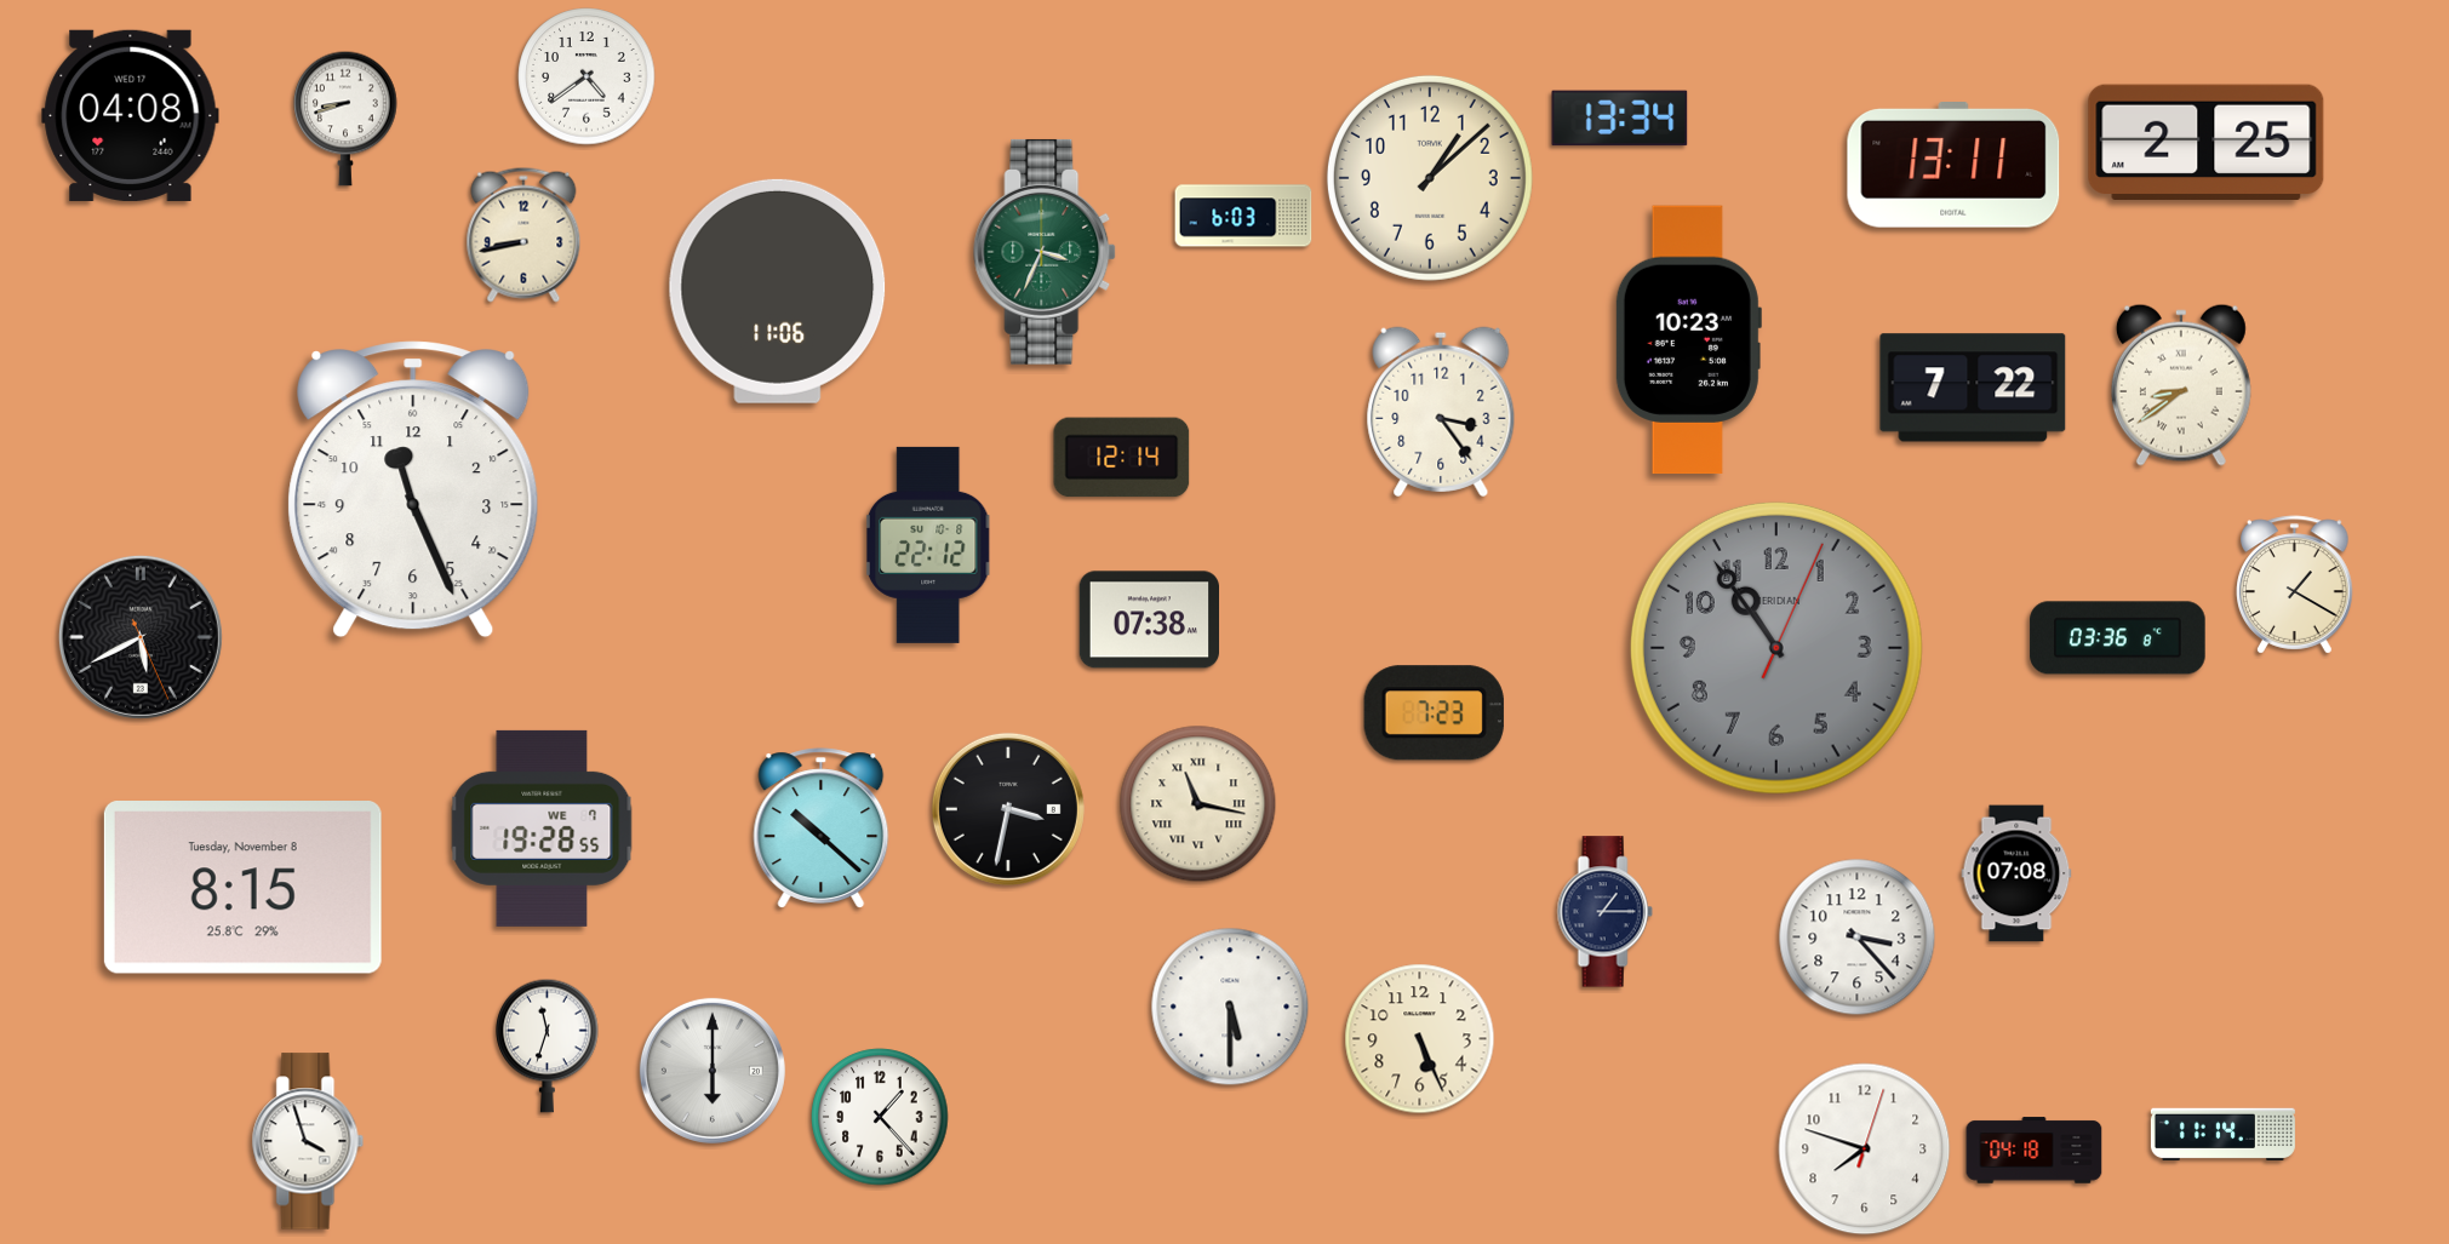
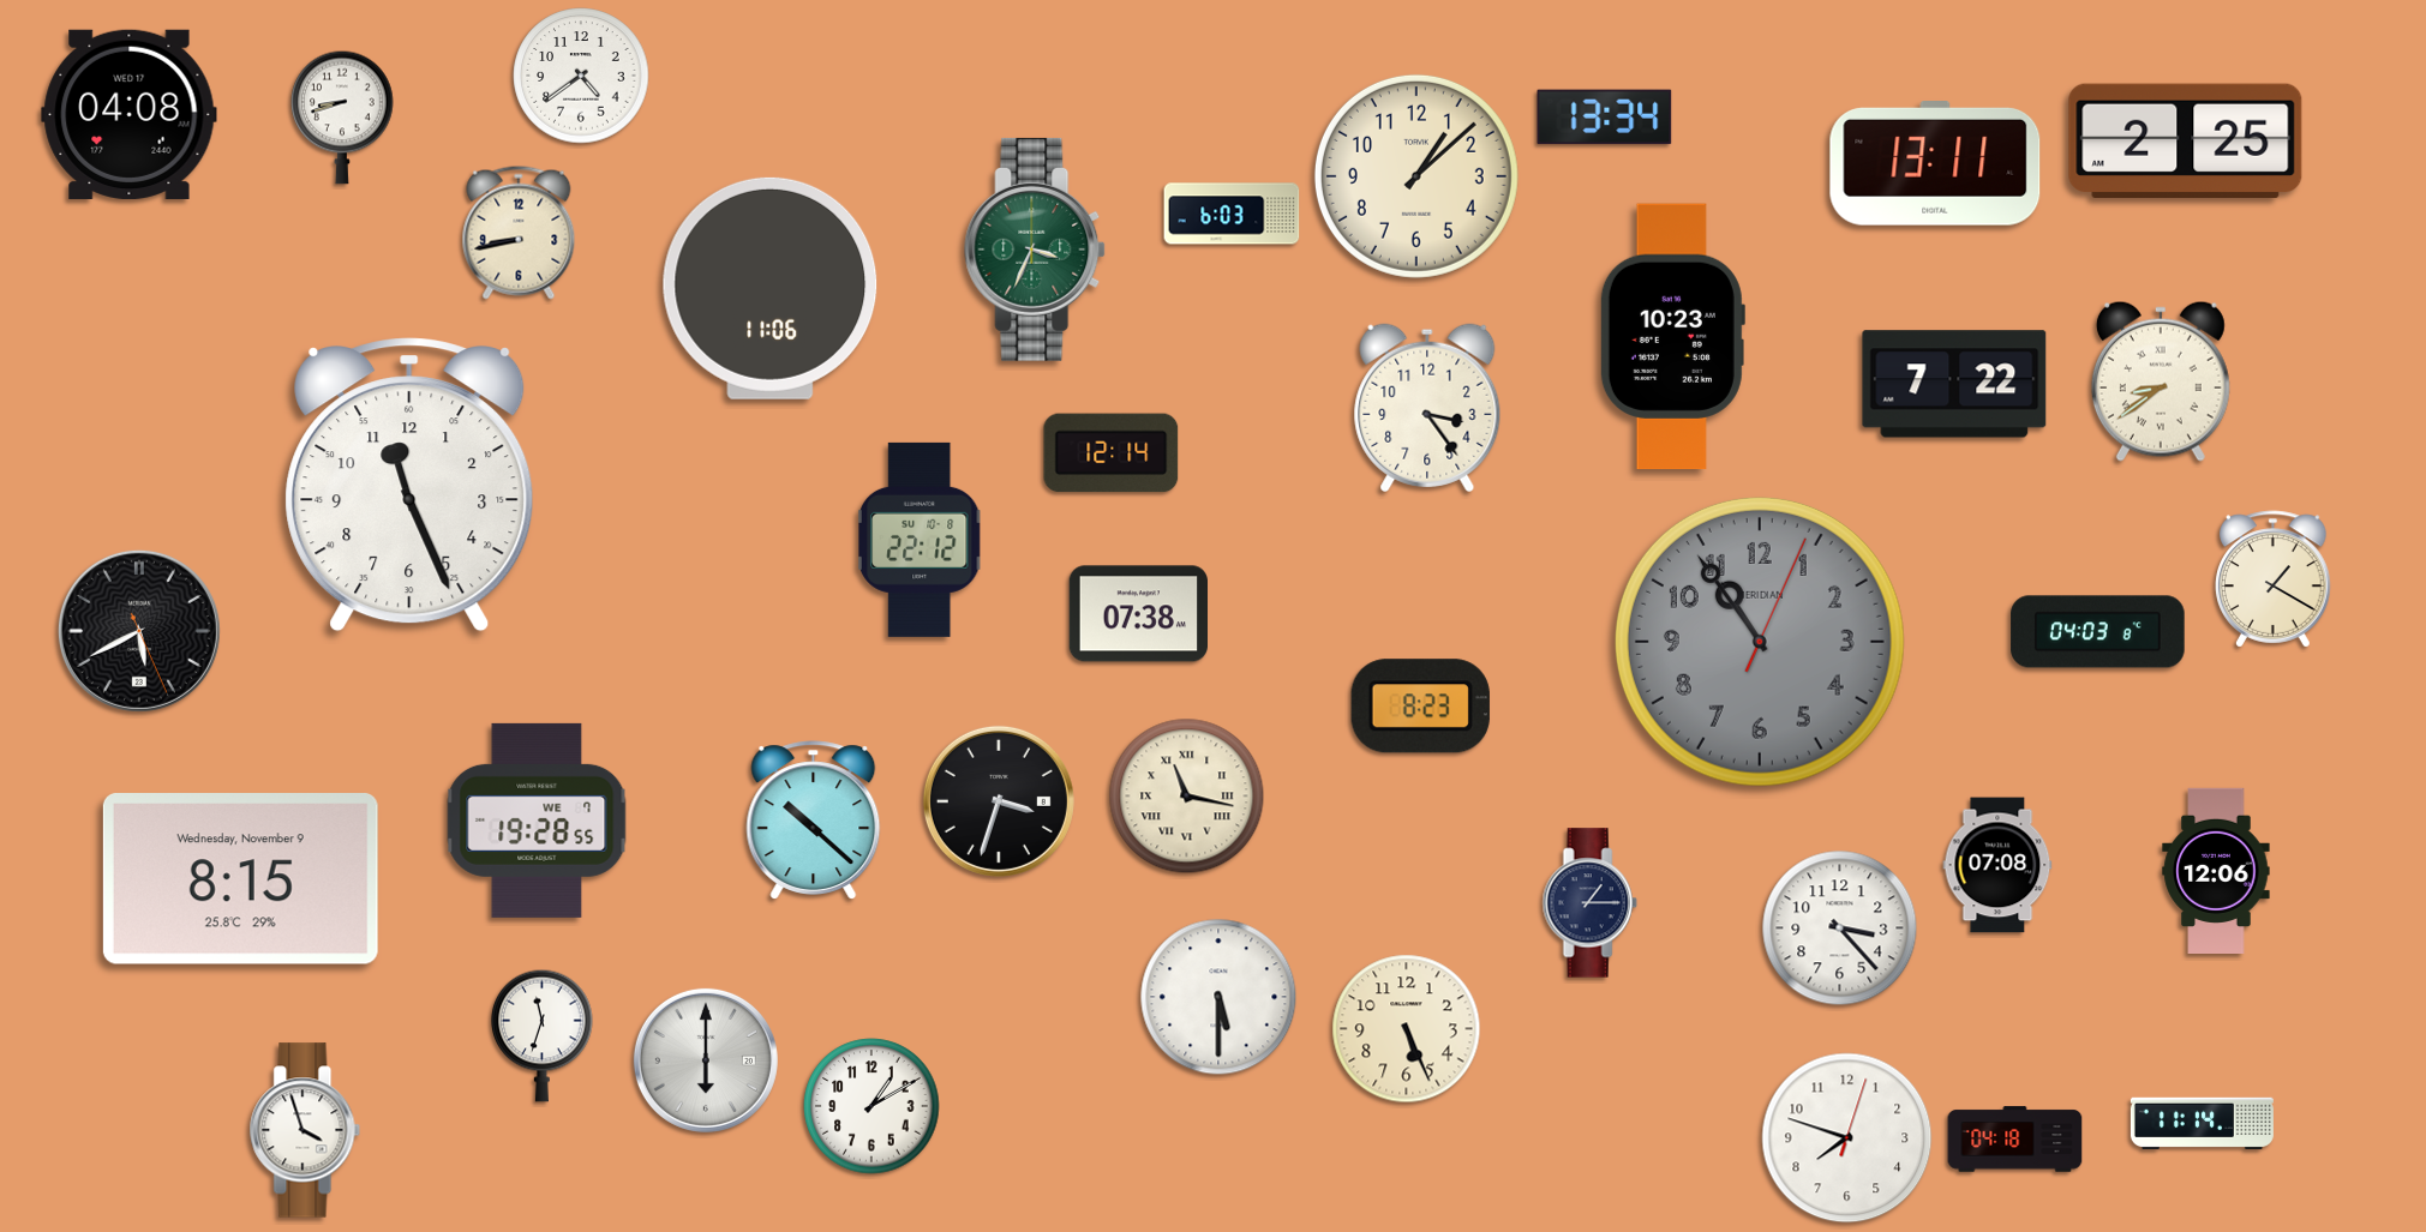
clock at (2118, 638): 03:36 -> 04:03
clock at (1434, 713): 7:23 -> 8:23
clock at (1008, 809): 3:32 -> 3:33
clock at (2216, 870): none -> 12:06
clock at (242, 888) date: Tuesday, November 8 -> Wednesday, November 9
clock at (880, 1117): 1:23 -> 1:10
